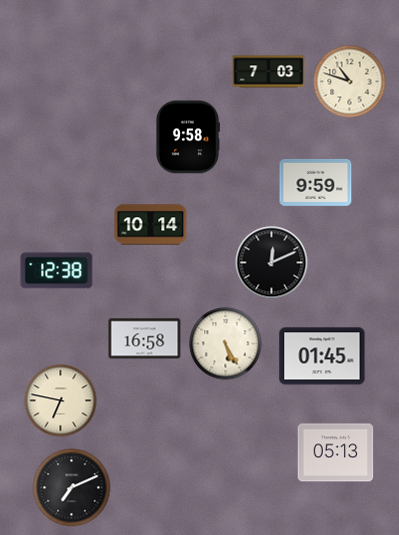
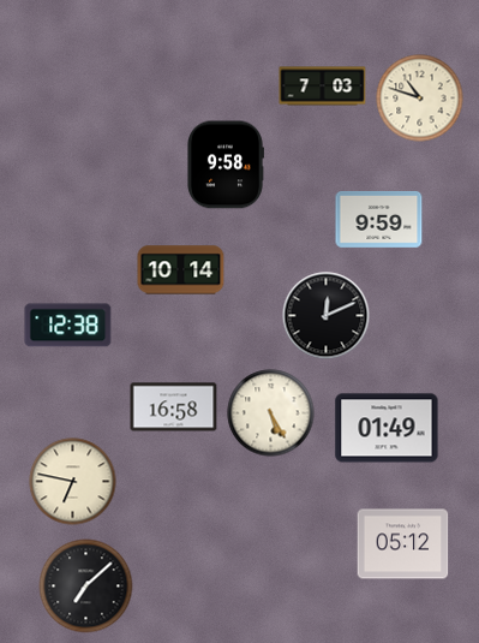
clock at (322, 356): 01:45 -> 01:49
clock at (336, 453): 05:13 -> 05:12
clock at (72, 488): 7:11 -> 7:08
